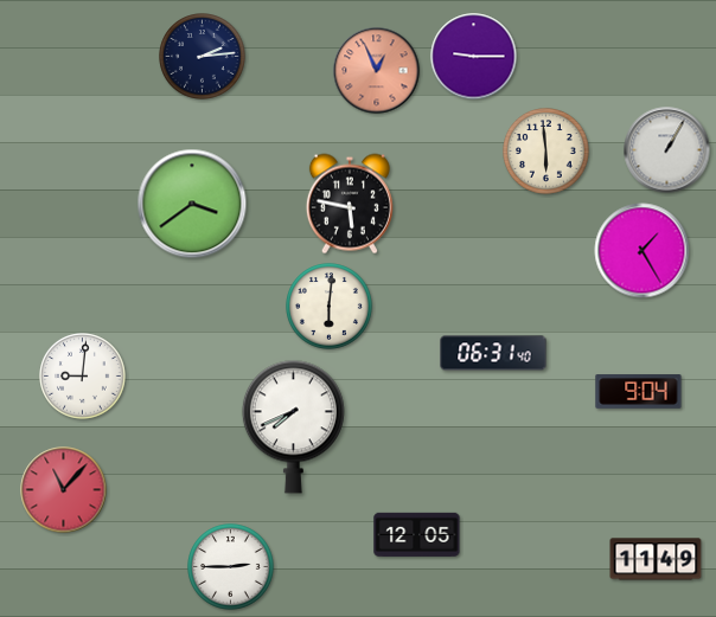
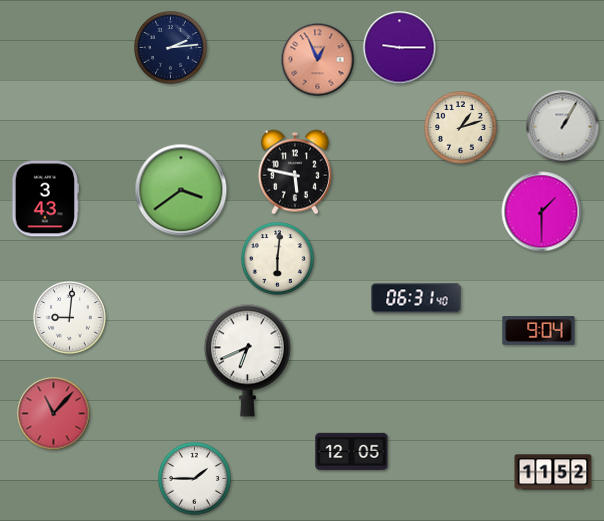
clock at (546, 152): 5:59 -> 1:12
clock at (192, 204) position: (192, 204) -> (181, 190)
clock at (46, 199): none -> 3:43
clock at (643, 251): 1:25 -> 1:30
clock at (293, 426): 7:41 -> 6:41
clock at (656, 559): 11:49 -> 11:52
clock at (231, 567): 2:45 -> 1:45
